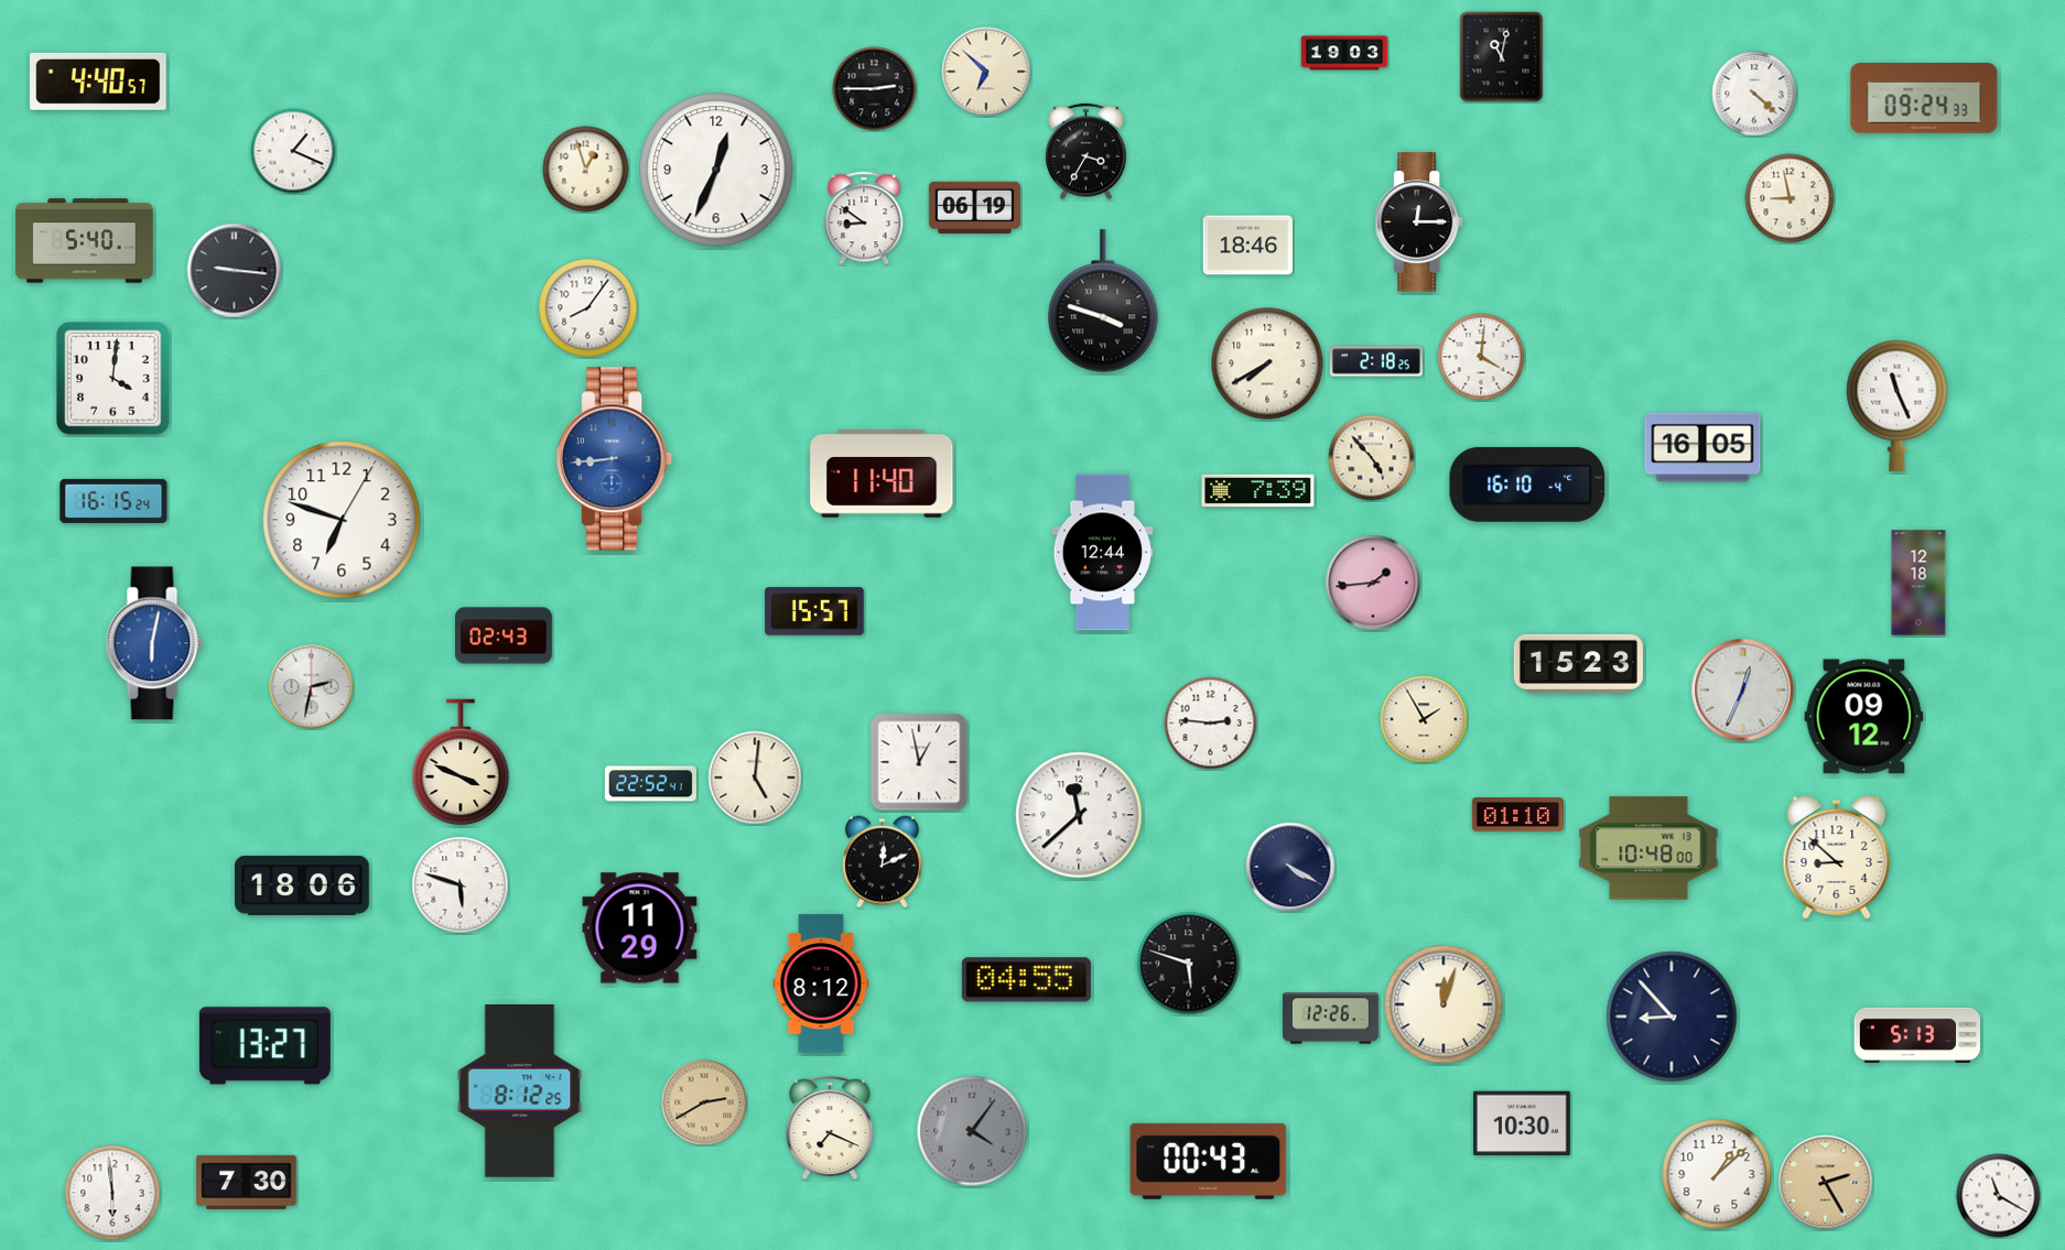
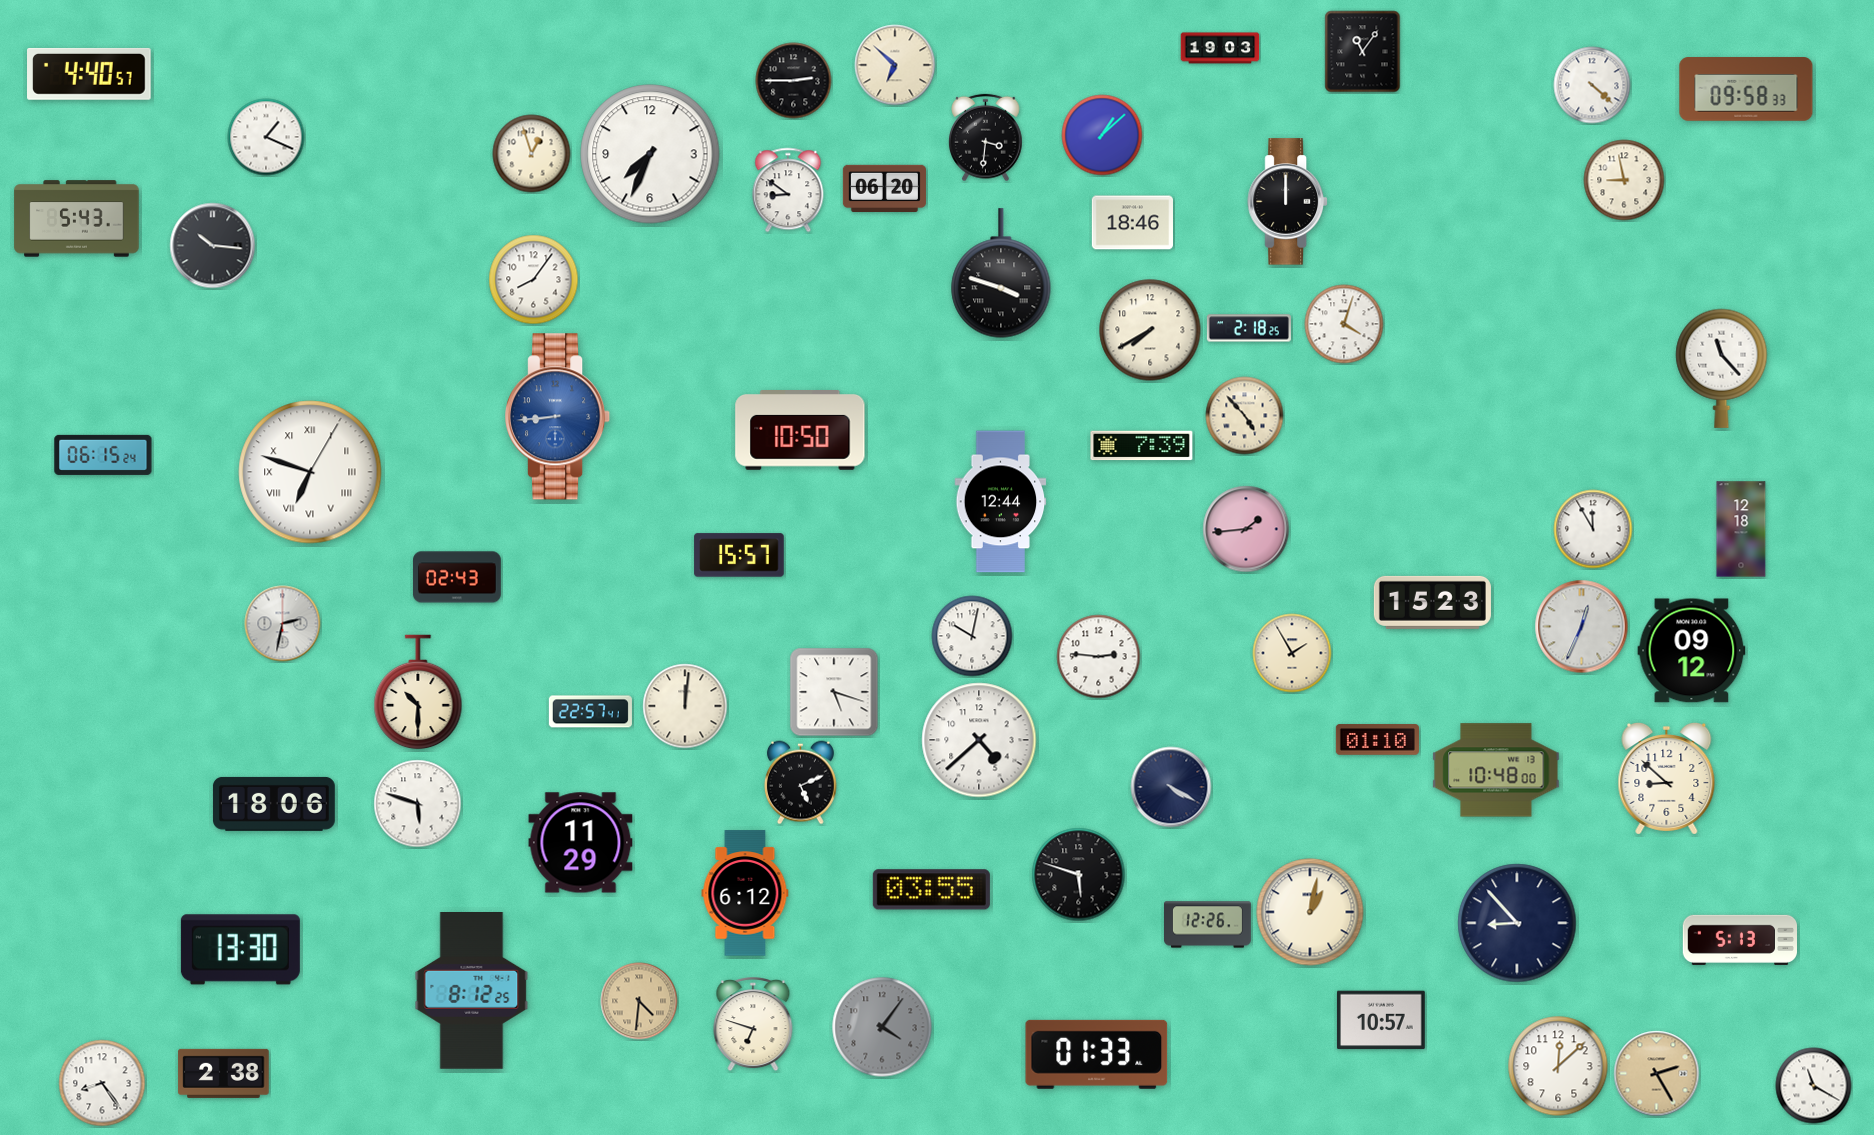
clock at (1502, 57): 11:02 -> 11:06
clock at (1924, 98): 09:24 -> 09:58
clock at (1102, 135): none -> 1:08
clock at (1086, 152): 3:35 -> 3:31
clock at (716, 170): 12:34 -> 7:34
clock at (974, 207): 06:19 -> 06:20
clock at (864, 218) position: (864, 218) -> (788, 190)
clock at (1419, 222): 12:15 -> 12:00
clock at (85, 241): 5:40 -> 5:43
clock at (235, 271): 9:16 -> 10:16
clock at (1481, 357): 4:01 -> 4:03
clock at (113, 379): 4:01 -> none
clock at (1898, 405): 11:26 -> 11:23
clock at (1702, 447): 16:05 -> none
clock at (882, 475): 11:40 -> 10:50
clock at (1527, 485): 16:10 -> none
clock at (113, 501): 16:15 -> 06:15
clock at (342, 520) numerals: Arabic -> Roman
clock at (1593, 529): none -> 11:55
clock at (154, 643): 6:02 -> none
clock at (972, 636): none -> 10:02
clock at (461, 762): 3:49 -> 10:30
clock at (919, 762): 12:58 -> 5:18
clock at (755, 778): 5:01 -> 12:01
clock at (650, 784): 22:52 -> 22:57
clock at (1079, 815): 11:38 -> 4:38
clock at (882, 862): 12:11 -> 5:11
clock at (1026, 980): 04:55 -> 03:55
clock at (821, 983): 8:12 -> 6:12
clock at (1444, 1004): 12:03 -> 1:02
clock at (264, 1046): 13:27 -> 13:30
clock at (704, 1102): 2:40 -> 4:31
clock at (1522, 1123): 10:30 -> 10:57
clock at (830, 1129): 7:19 -> 6:48
clock at (1209, 1161): 00:43 -> 01:33
clock at (1717, 1174): 1:08 -> 12:08
clock at (247, 1182): 7:30 -> 2:38
clock at (112, 1193): 5:59 -> 8:24
